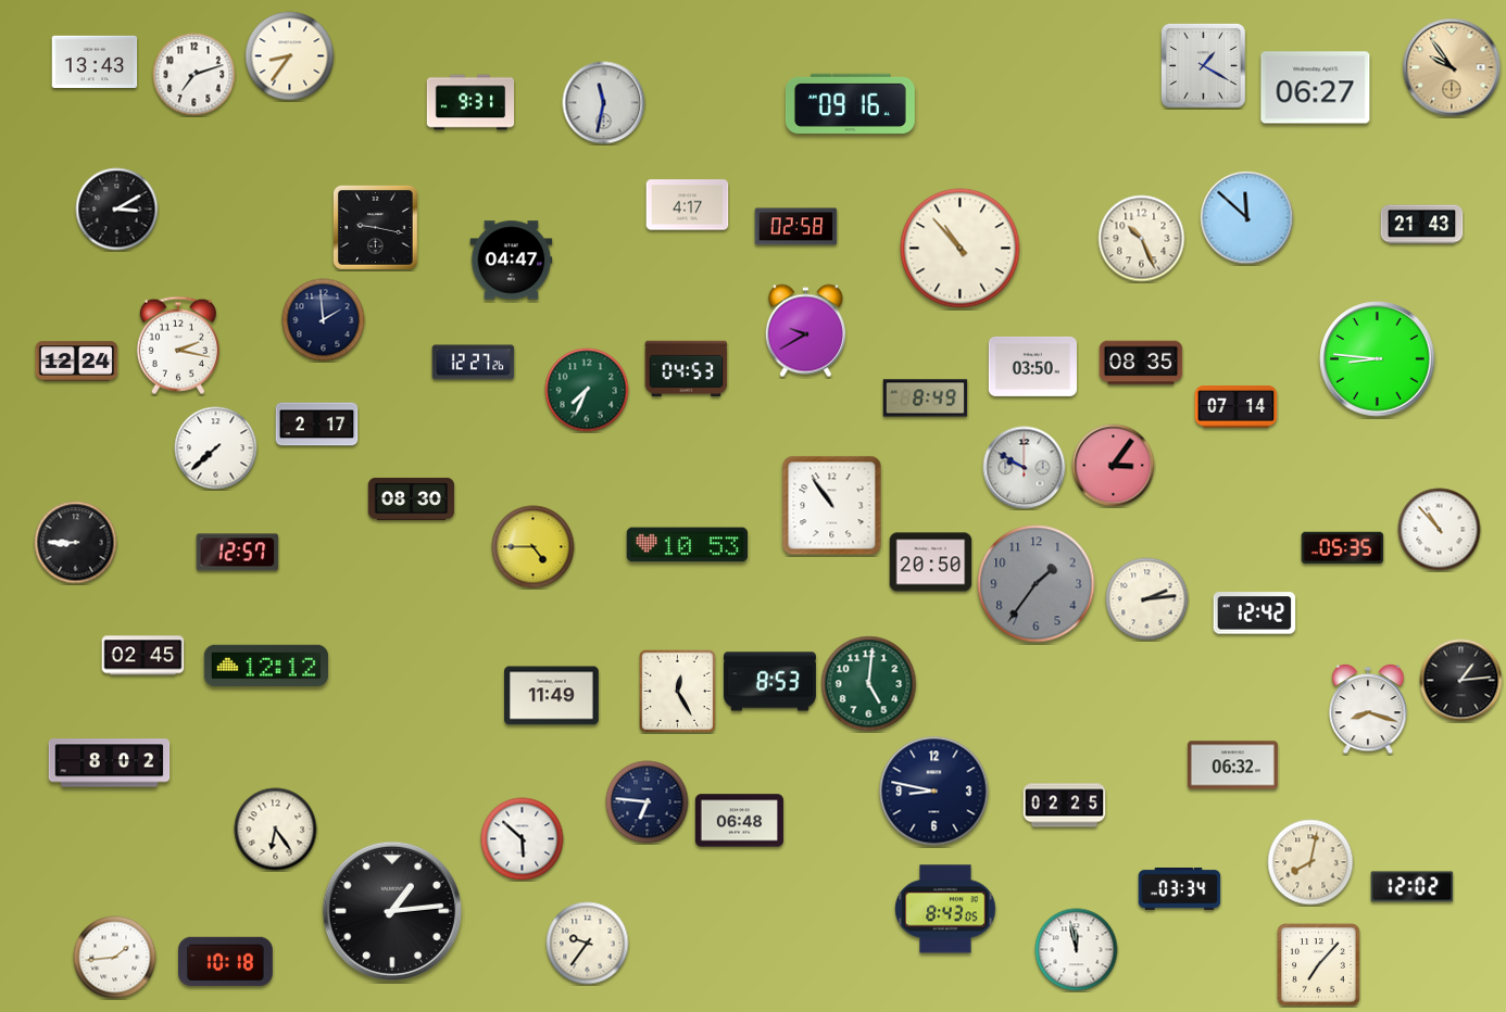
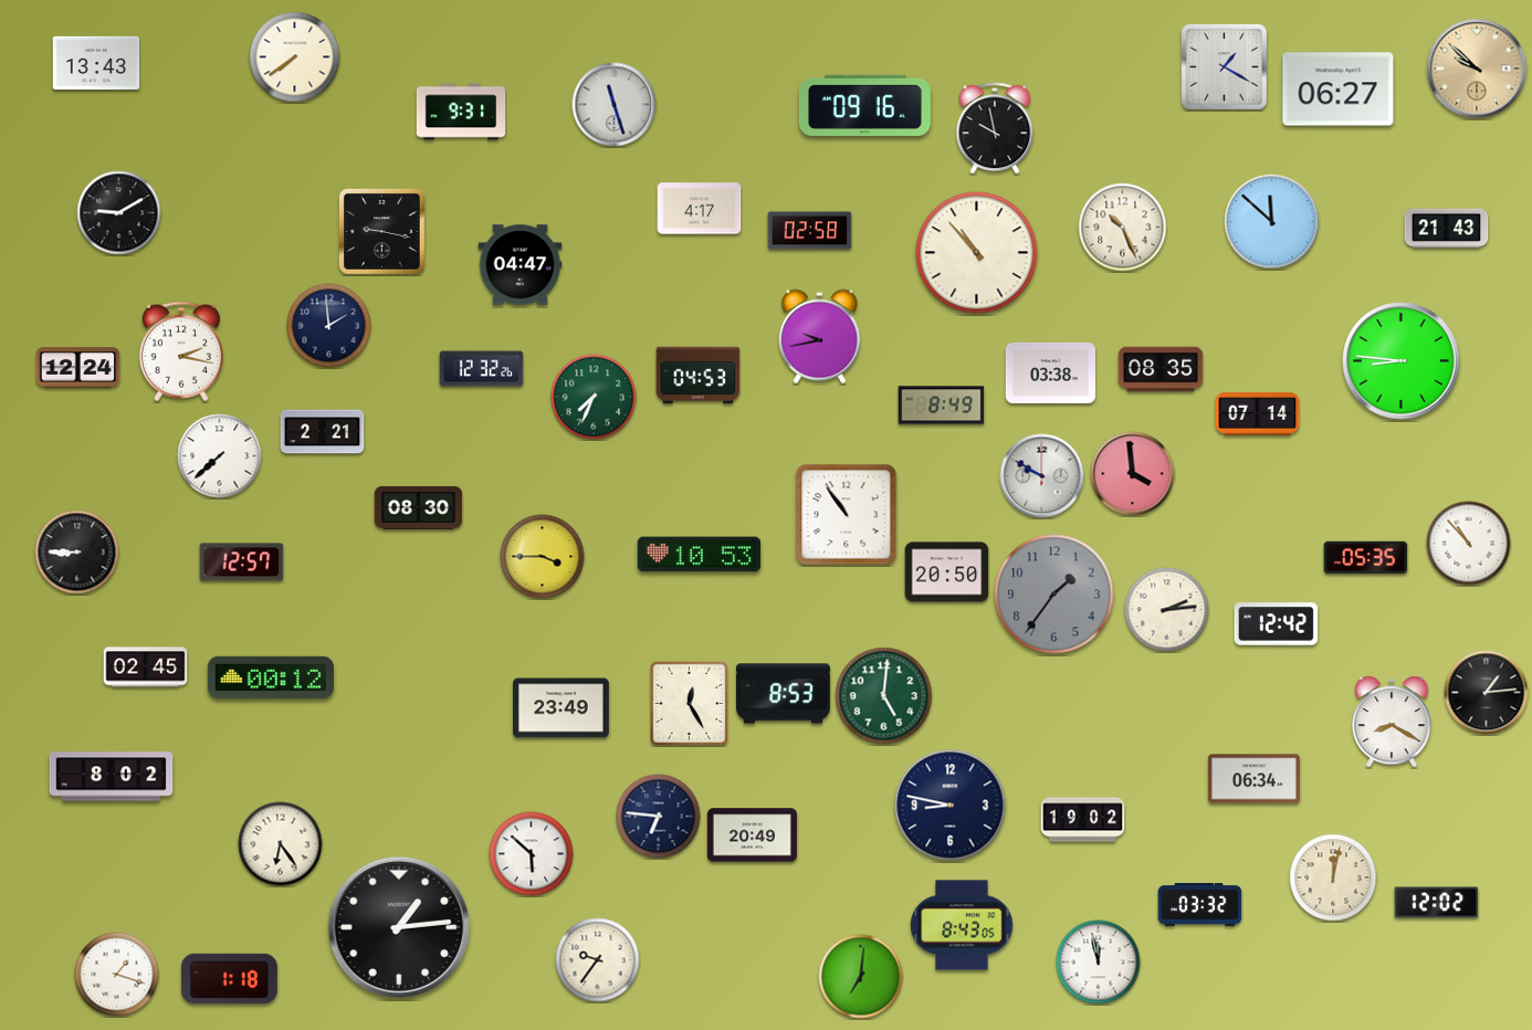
clock at (290, 56): 8:36 -> 7:39
clock at (1452, 67): 9:54 -> 9:52
clock at (194, 75): 7:12 -> none
clock at (470, 102) position: (470, 102) -> (461, 112)
clock at (604, 103): 11:32 -> 11:27
clock at (995, 128): none -> 9:58
clock at (117, 210): 3:10 -> 9:10
clock at (1247, 218) position: (1247, 218) -> (1272, 222)
clock at (1142, 239) position: (1142, 239) -> (1123, 228)
clock at (805, 331): 9:40 -> 9:43
clock at (1378, 359) position: (1378, 359) -> (1402, 361)
clock at (474, 363): 12:27 -> 12:32
clock at (1032, 366): 03:50 -> 03:38
clock at (587, 390) position: (587, 390) -> (594, 397)
clock at (317, 425): 2:17 -> 2:21
clock at (1114, 466): 3:06 -> 3:59
clock at (1440, 530) position: (1440, 530) -> (1469, 544)
clock at (534, 547): 4:45 -> 3:45
clock at (266, 665): 12:12 -> 00:12
clock at (552, 696): 11:49 -> 23:49
clock at (1368, 709): 8:18 -> 8:20
clock at (1232, 766): 06:32 -> 06:34
clock at (1065, 806): 02:25 -> 19:02
clock at (739, 821): 06:48 -> 20:49
clock at (1310, 862): 8:02 -> 12:02
clock at (1180, 889): 03:34 -> 03:32
clock at (1077, 950) position: (1077, 950) -> (1099, 963)
clock at (115, 958): 1:44 -> 1:18
clock at (861, 977): none -> 7:01
clock at (226, 962): 10:18 -> 1:18
clock at (1319, 965): 7:07 -> none
